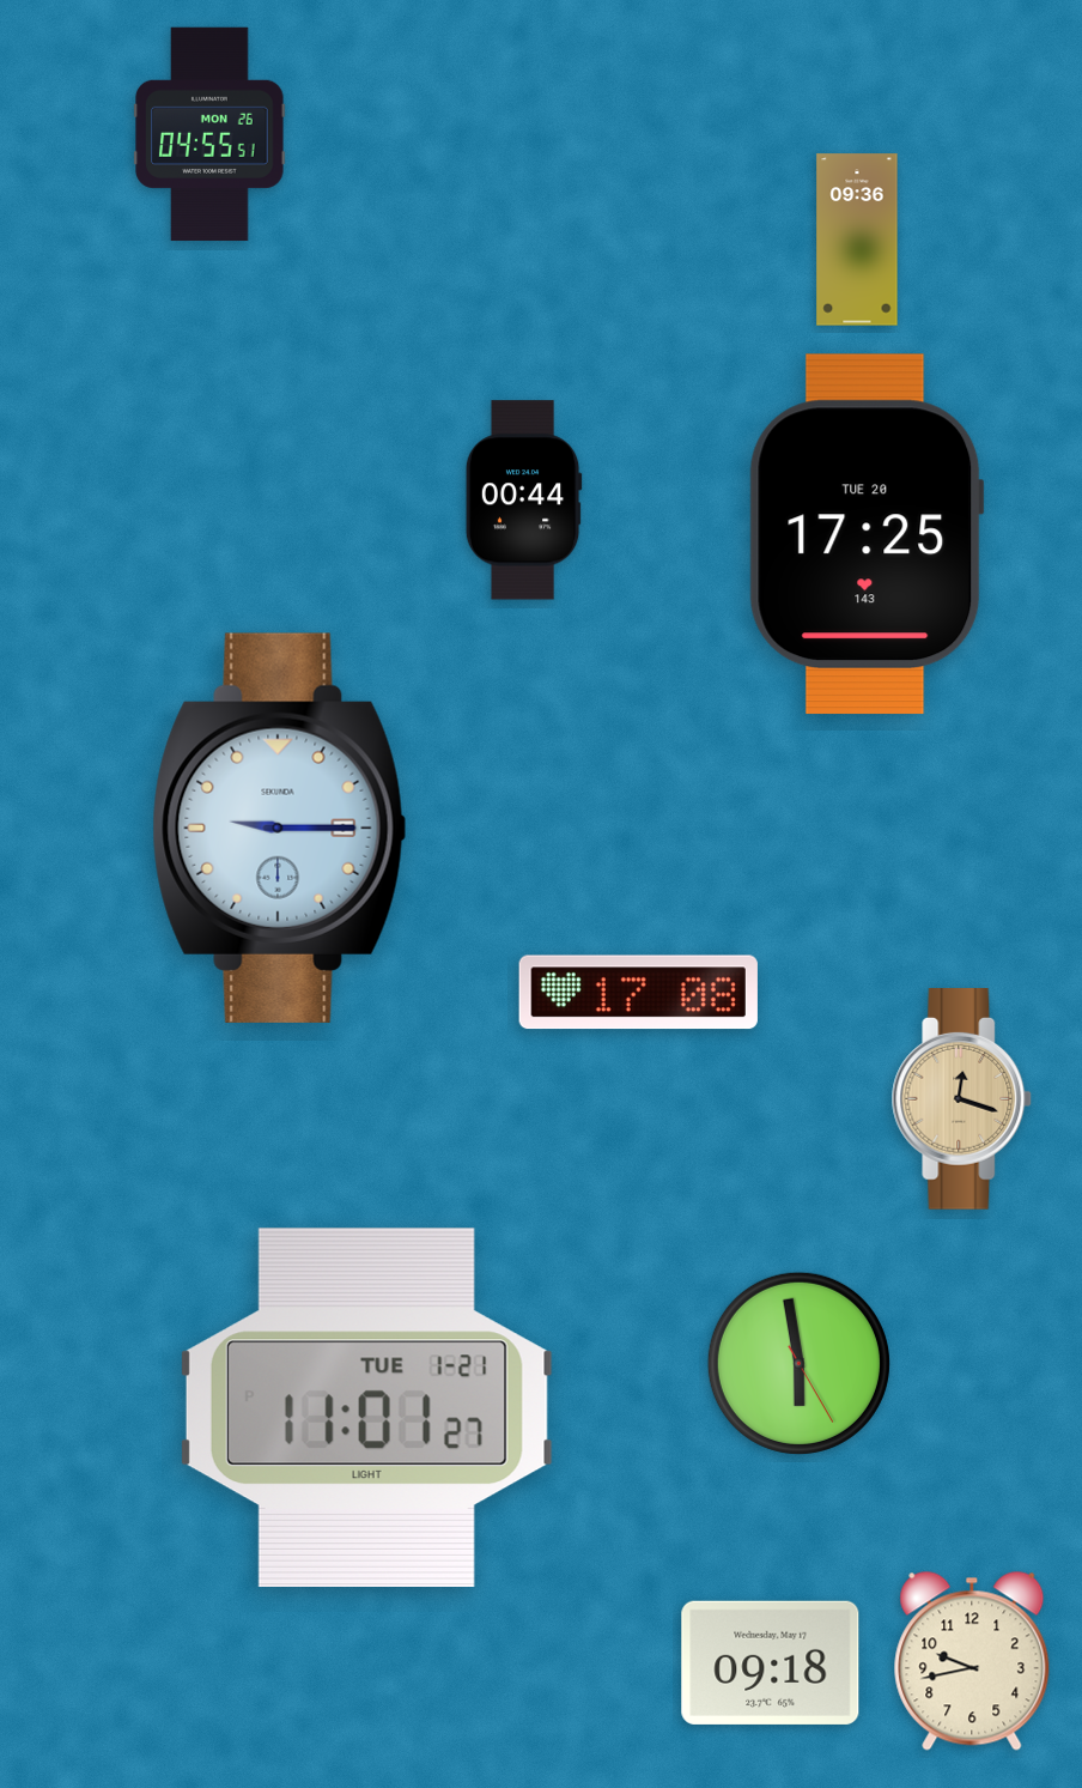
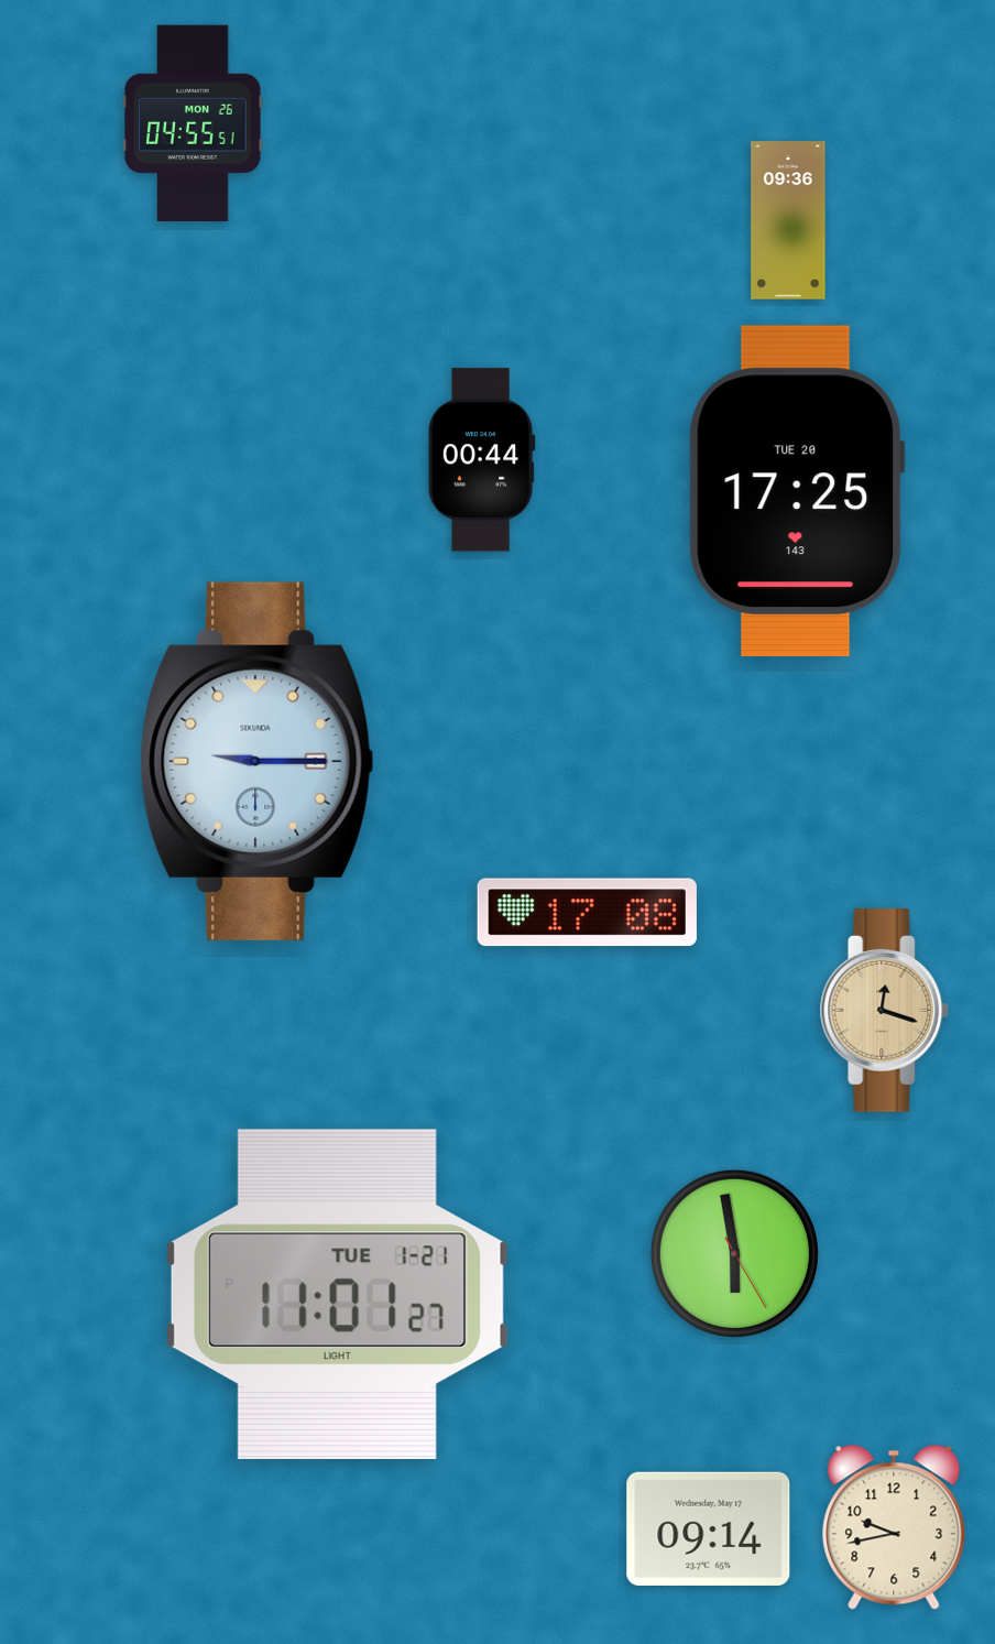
clock at (771, 1662): 09:18 -> 09:14
